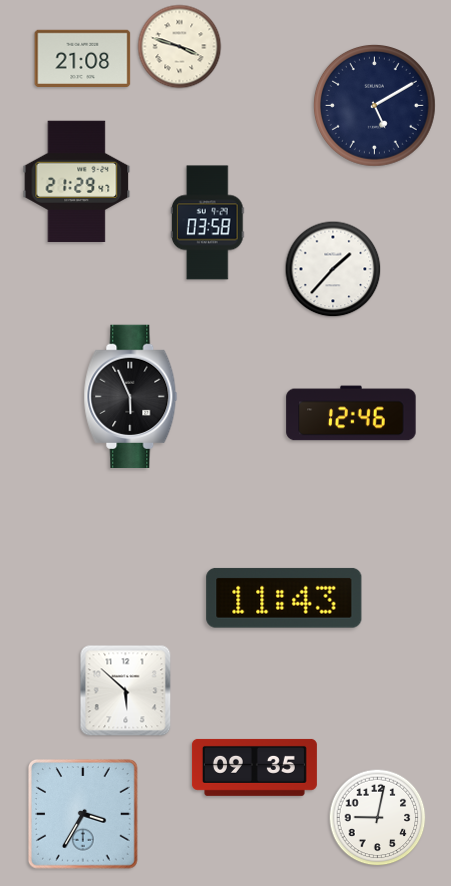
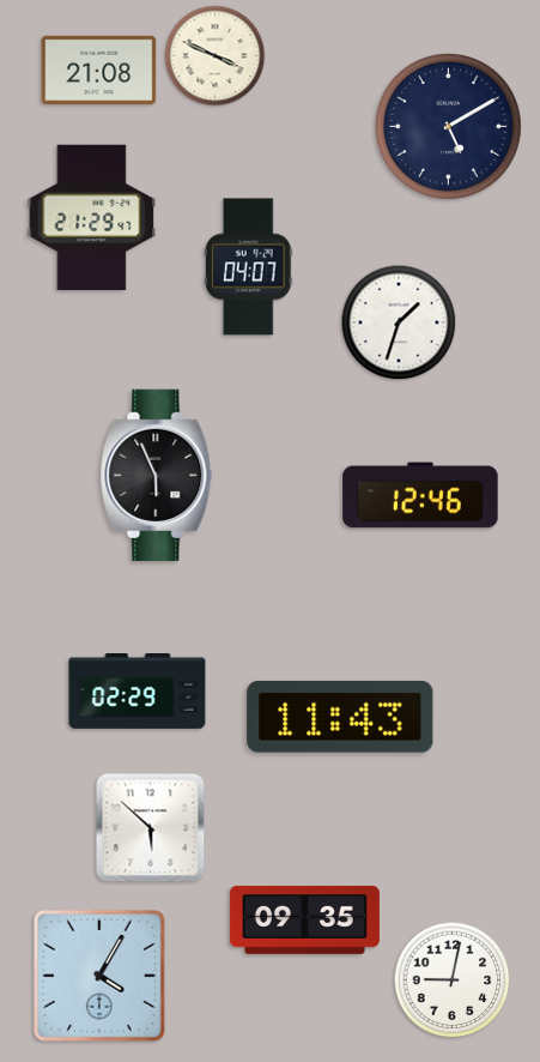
clock at (180, 47): 3:48 -> 3:49
clock at (207, 223): 03:58 -> 04:07
clock at (333, 269): 1:37 -> 1:33
clock at (138, 692): none -> 02:29
clock at (83, 814): 3:35 -> 4:05
